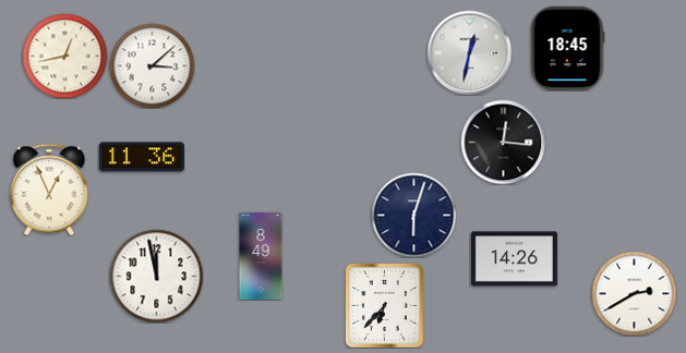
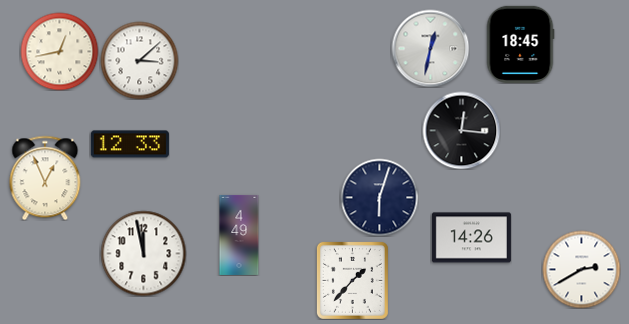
clock at (142, 157): 11:36 -> 12:33
clock at (49, 190) position: (49, 190) -> (45, 178)
clock at (261, 256): 8:49 -> 4:49
clock at (384, 305): 6:37 -> 1:37
